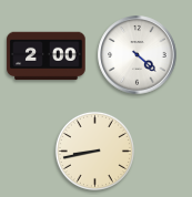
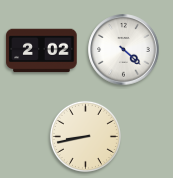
clock at (47, 56): 2:00 -> 2:02
